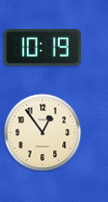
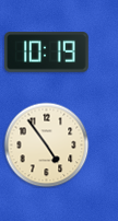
clock at (42, 132): 12:54 -> 4:54
